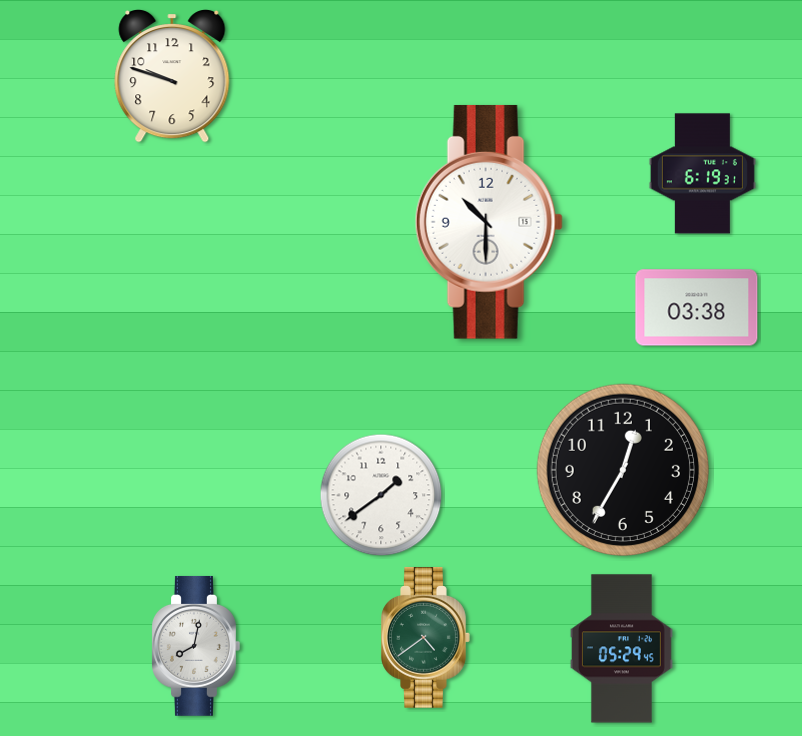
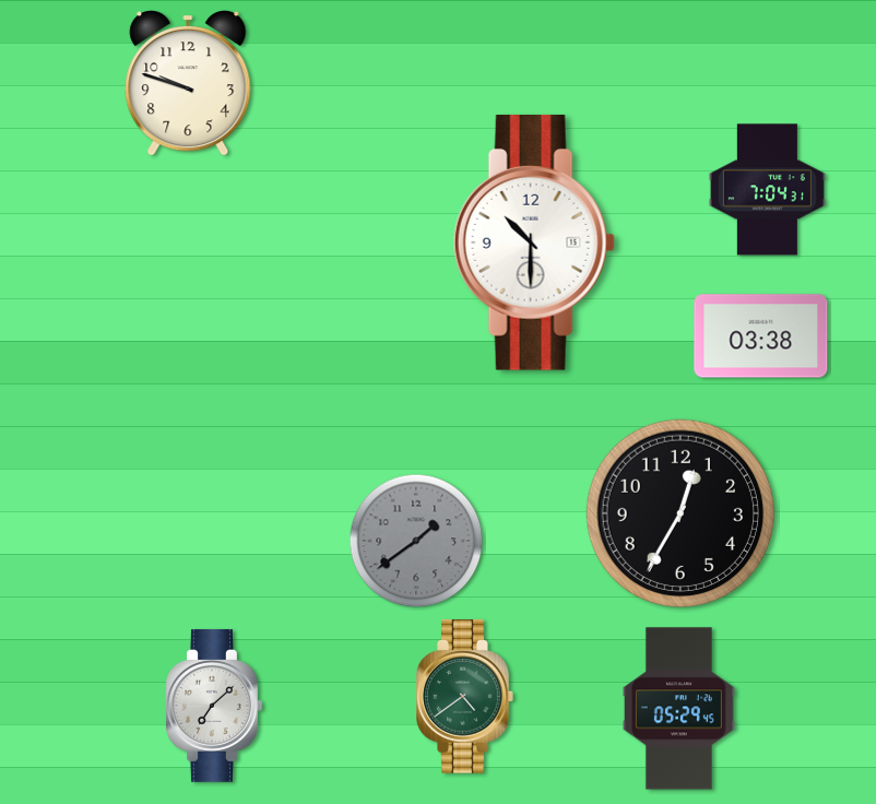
clock at (702, 174): 6:19 -> 7:04
clock at (381, 495) dial: white -> grey
clock at (196, 646): 8:02 -> 7:08
